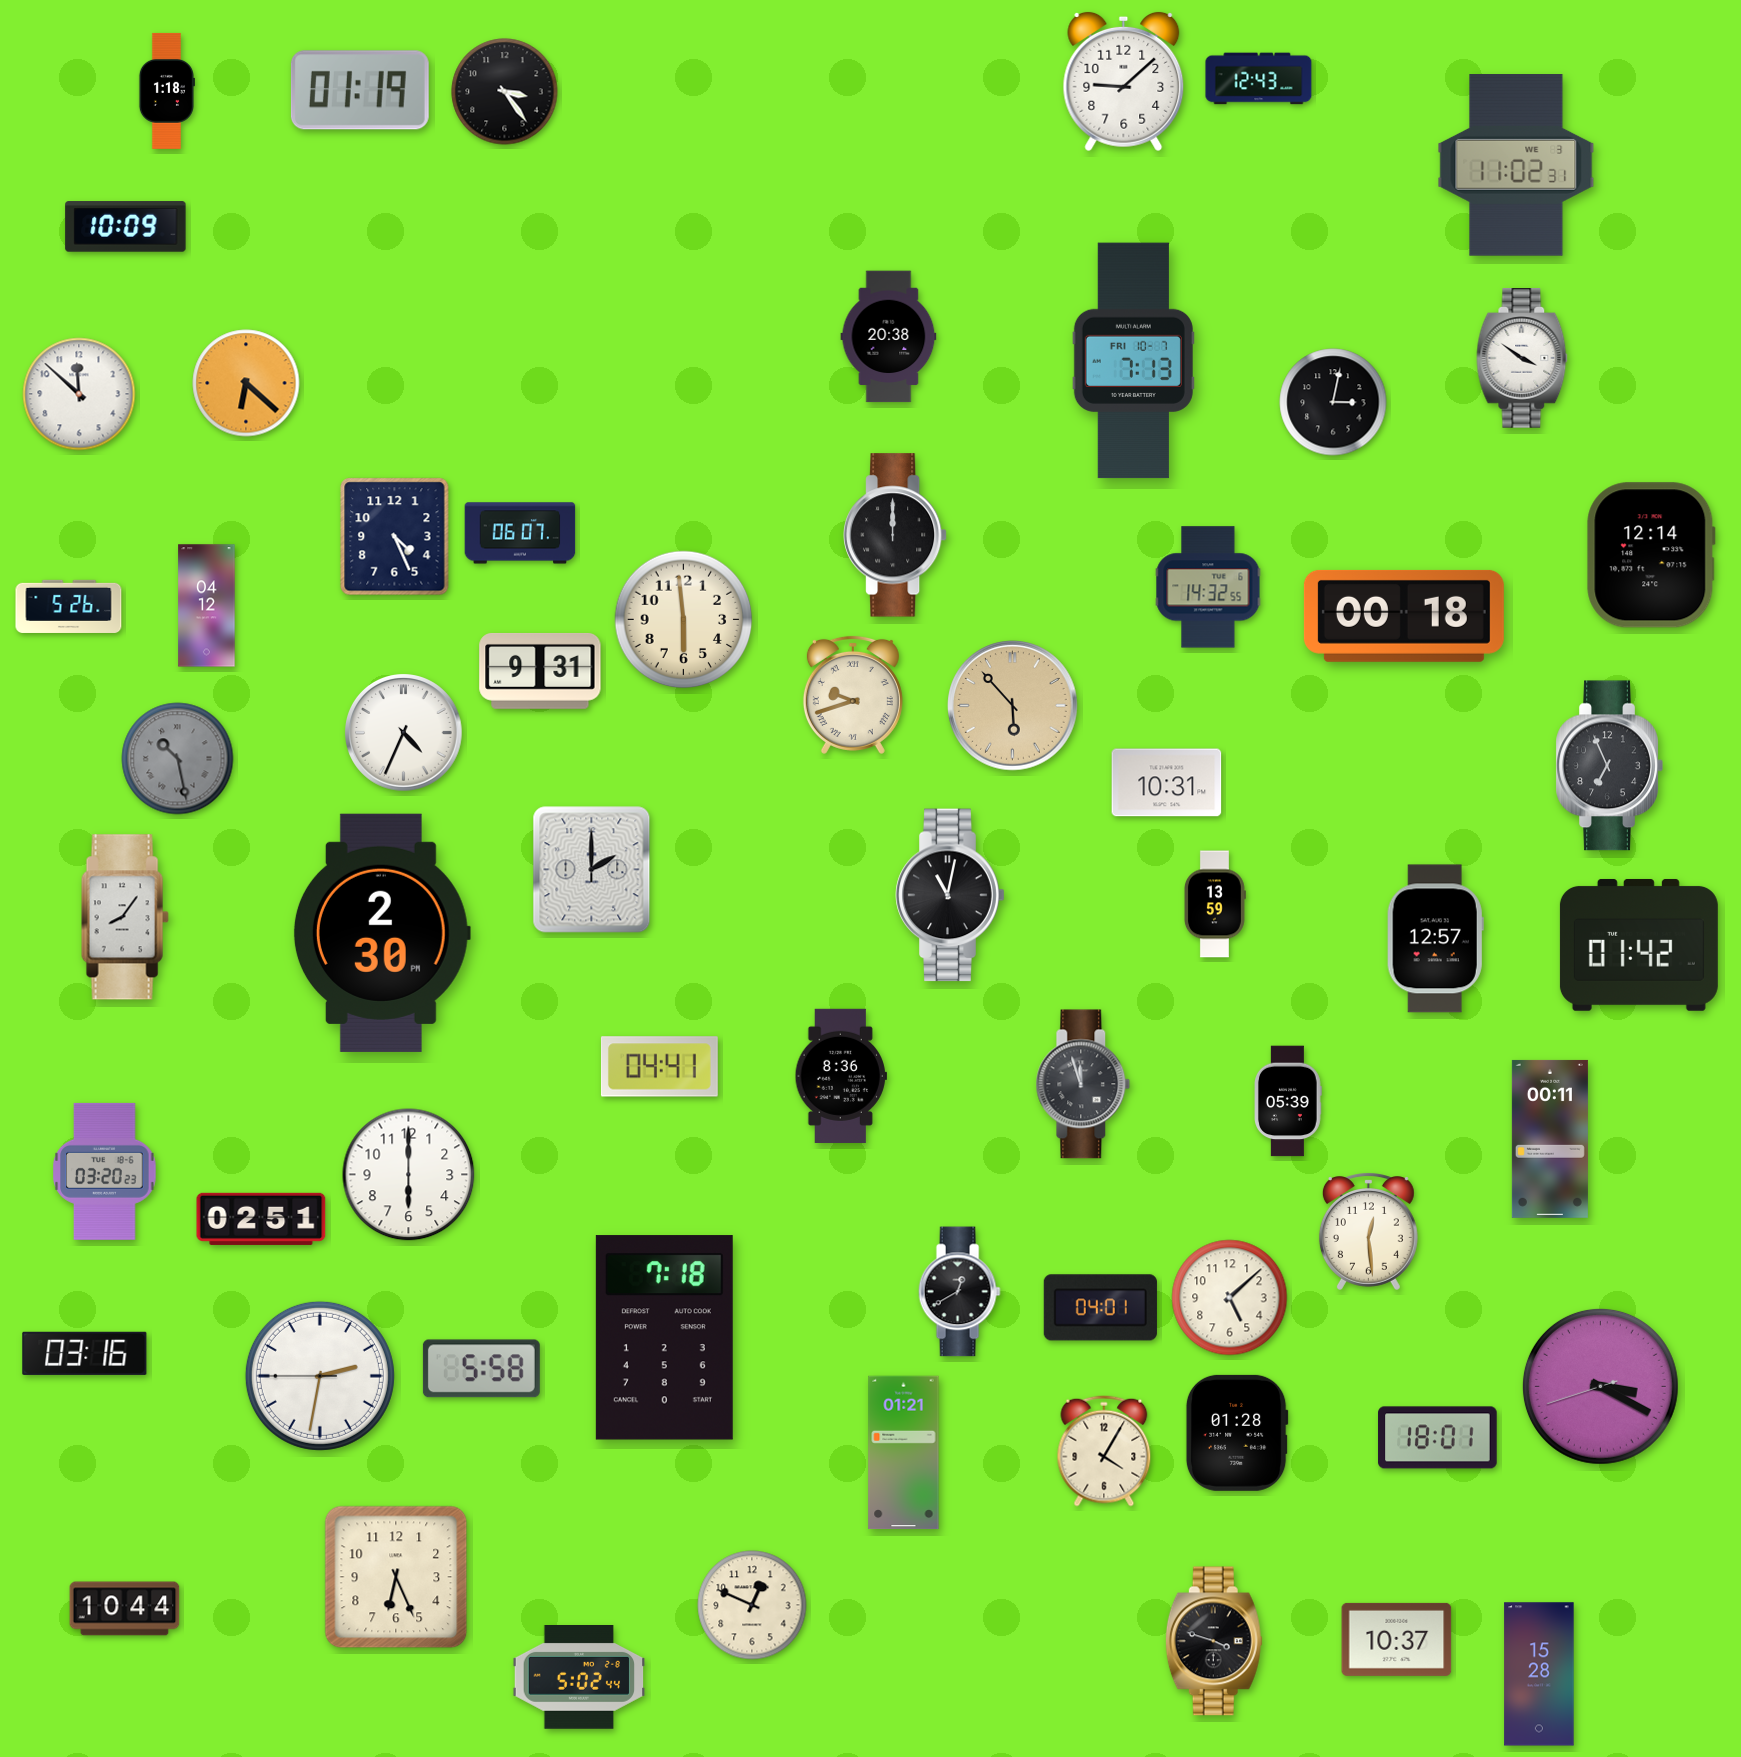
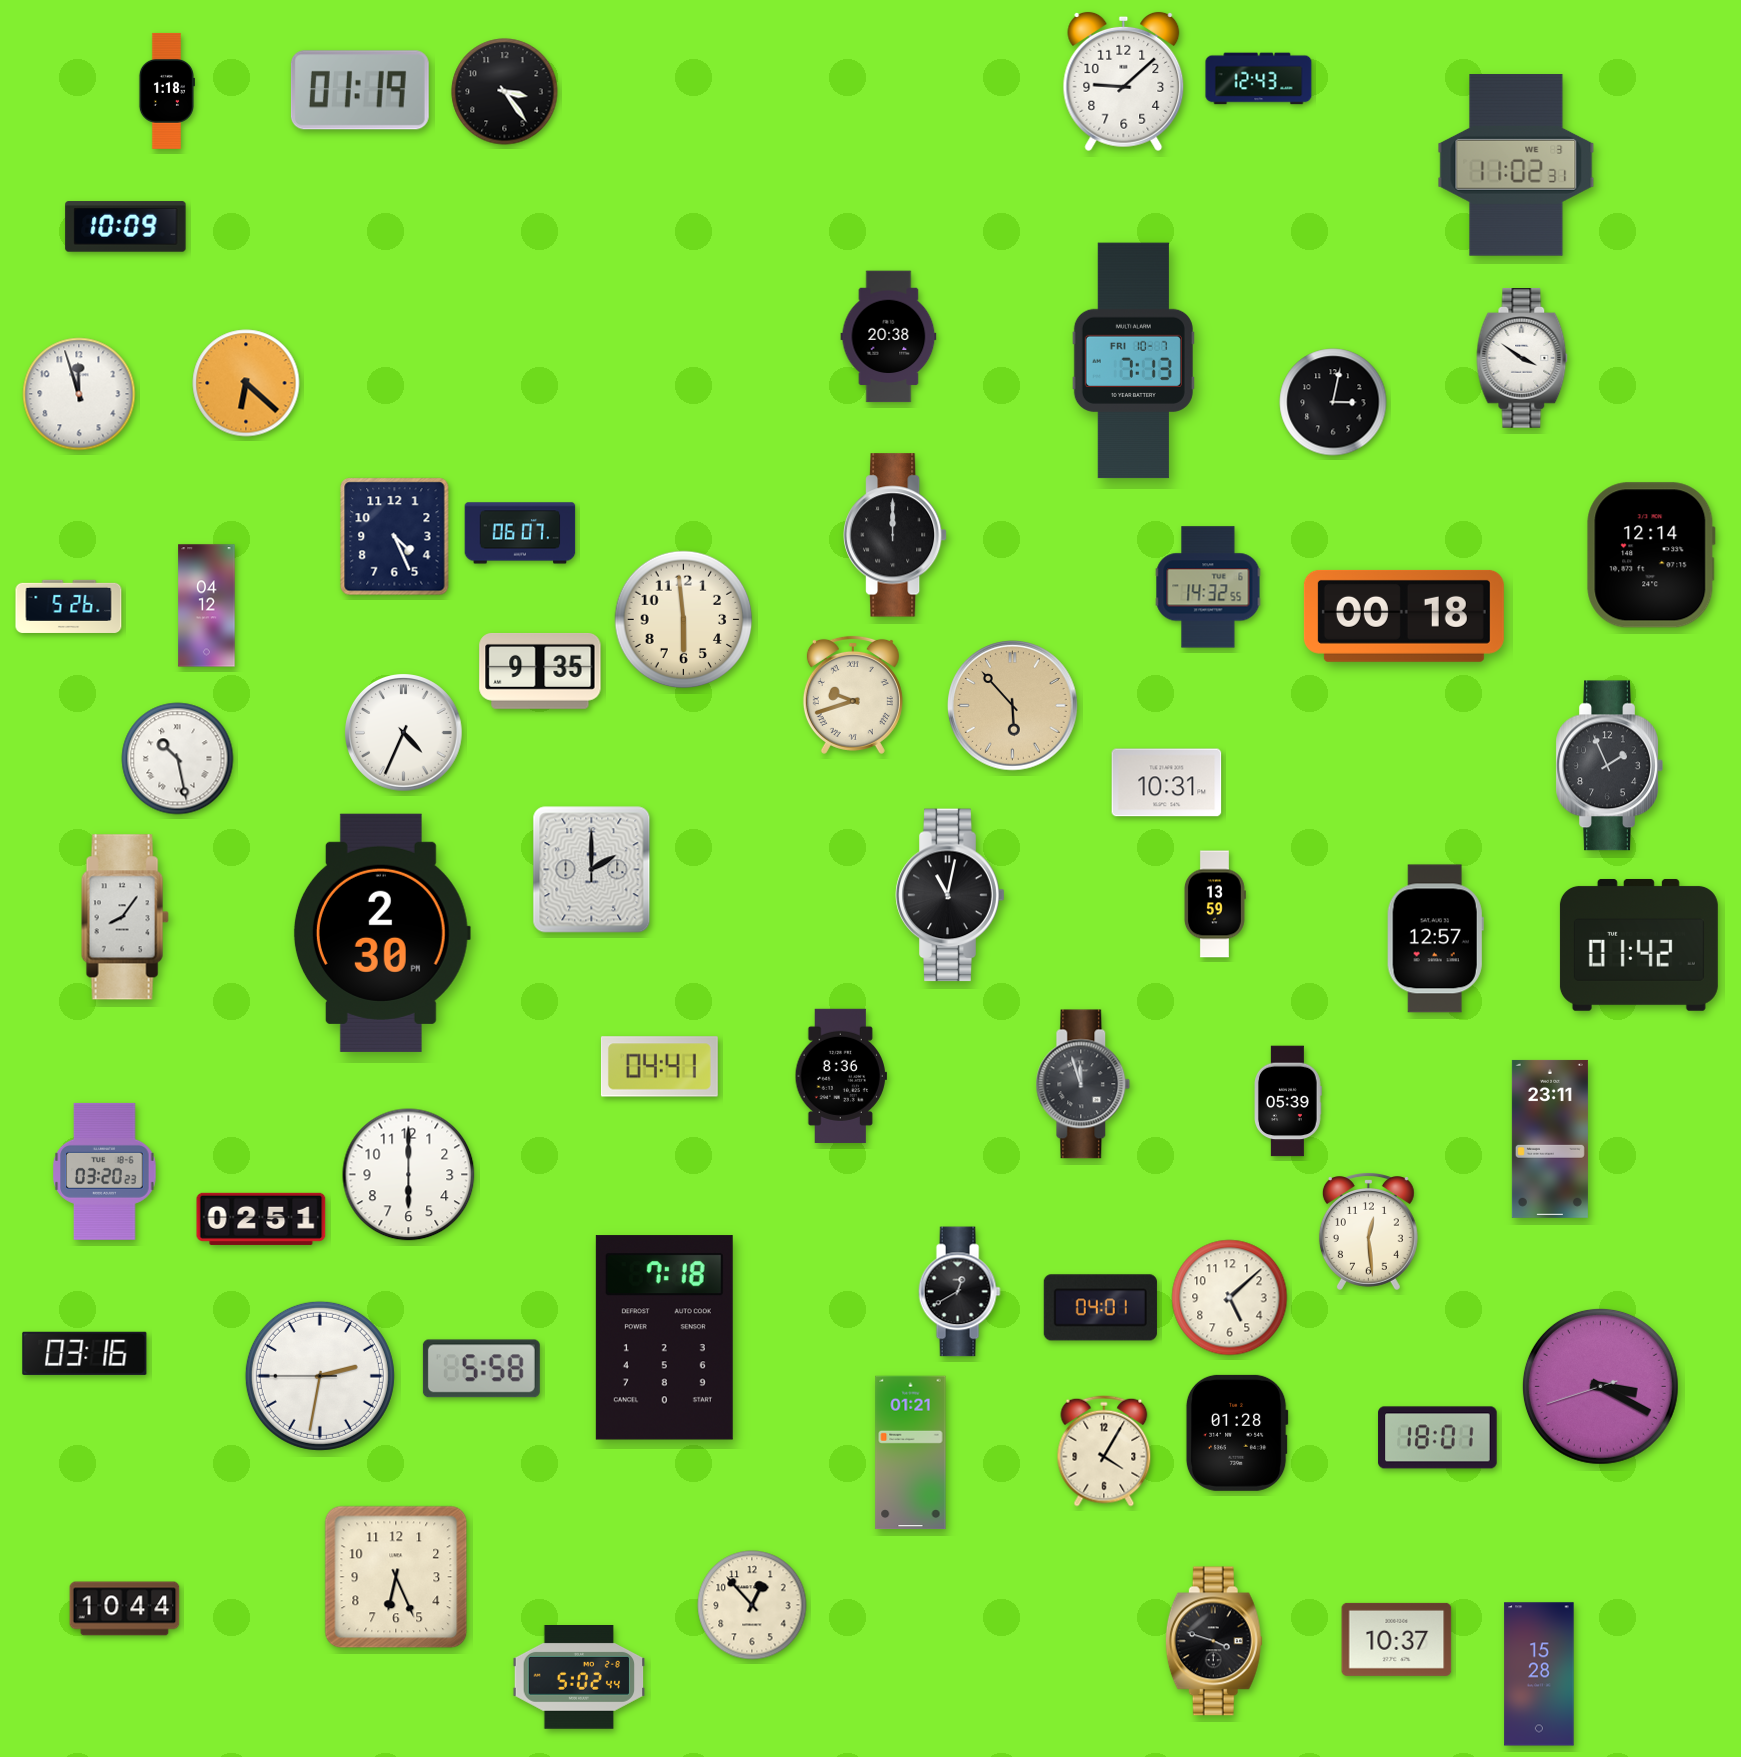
clock at (79, 394): 11:52 -> 11:57
clock at (540, 671): 9:31 -> 9:35
clock at (178, 759) dial: grey -> white
clock at (1609, 766): 6:56 -> 1:56
clock at (1550, 1139): 00:11 -> 23:11
clock at (904, 1453) position: (904, 1453) -> (911, 1453)
clock at (752, 1605): 12:49 -> 12:53
